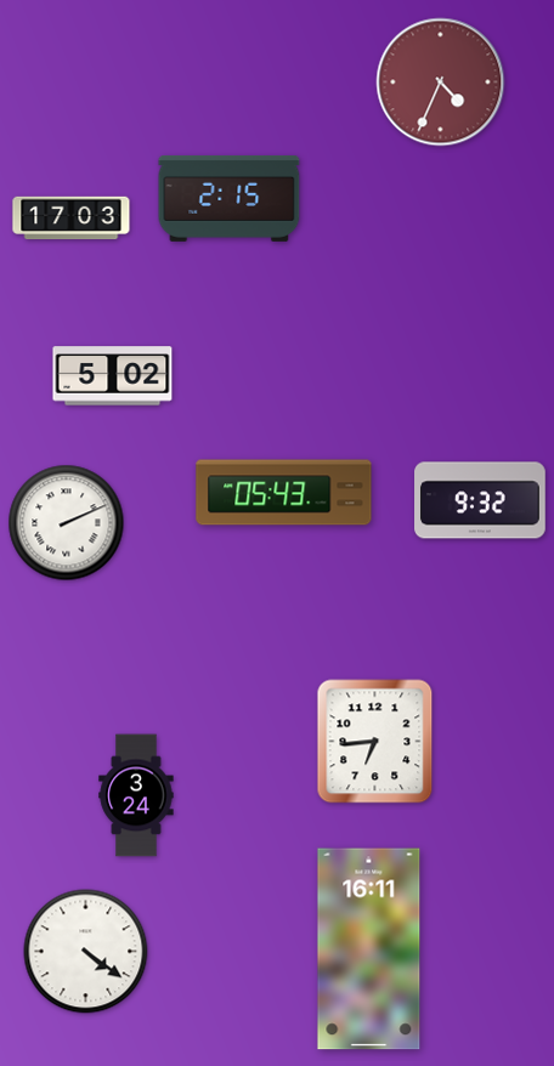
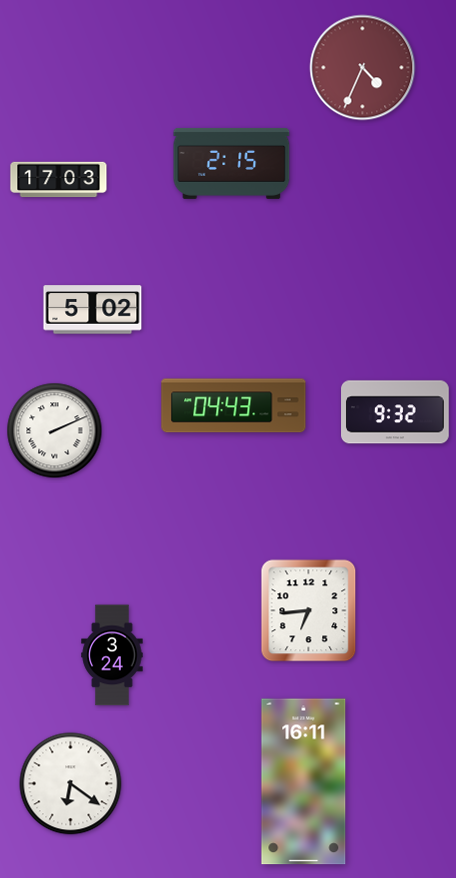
clock at (230, 198) position: (230, 198) -> (232, 163)
clock at (284, 493): 05:43 -> 04:43
clock at (86, 952): 4:21 -> 6:21
